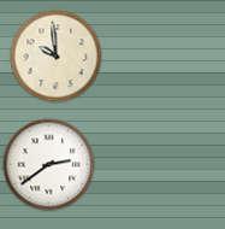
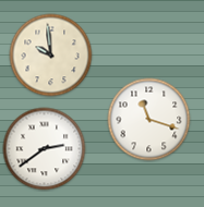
clock at (57, 57) position: (57, 57) -> (51, 56)
clock at (149, 120): none -> 11:18
